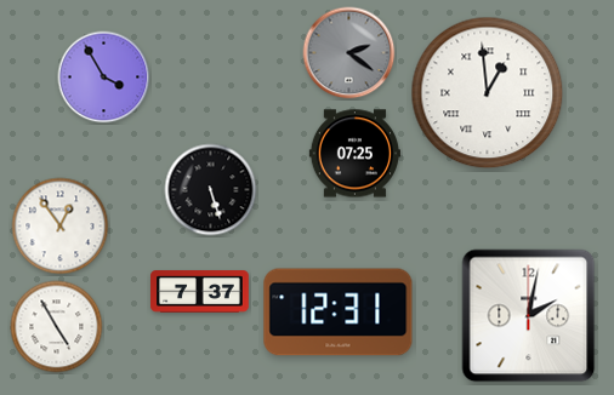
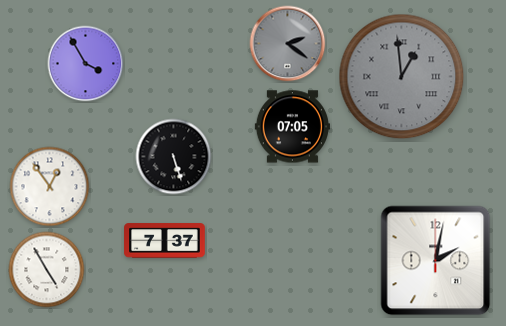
clock at (488, 93) dial: white -> grey
clock at (354, 154): 07:25 -> 07:05
clock at (339, 313): 12:31 -> none
